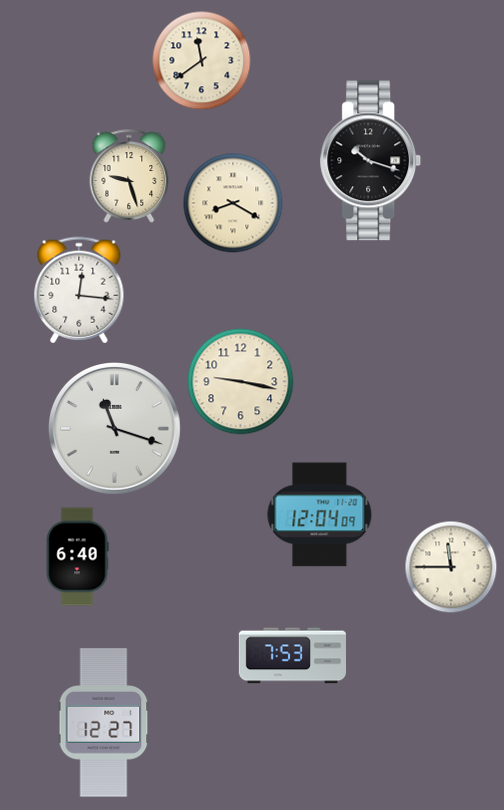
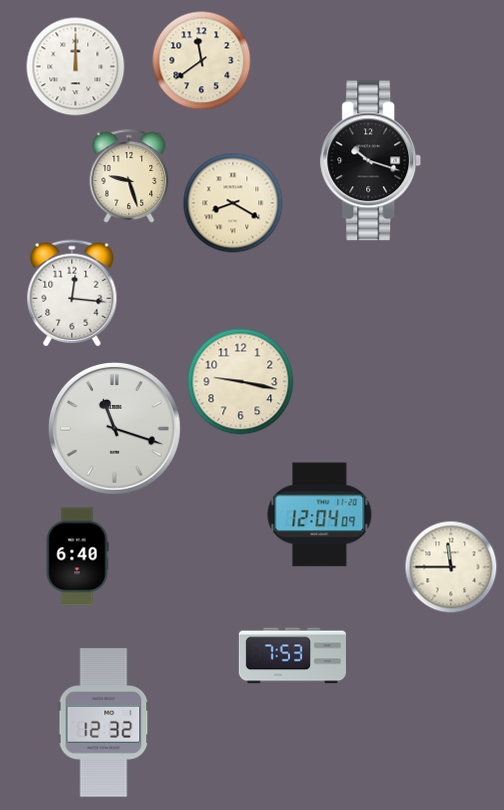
clock at (76, 67): none -> 12:00
clock at (79, 290) position: (79, 290) -> (72, 293)
clock at (104, 723): 12:27 -> 12:32
